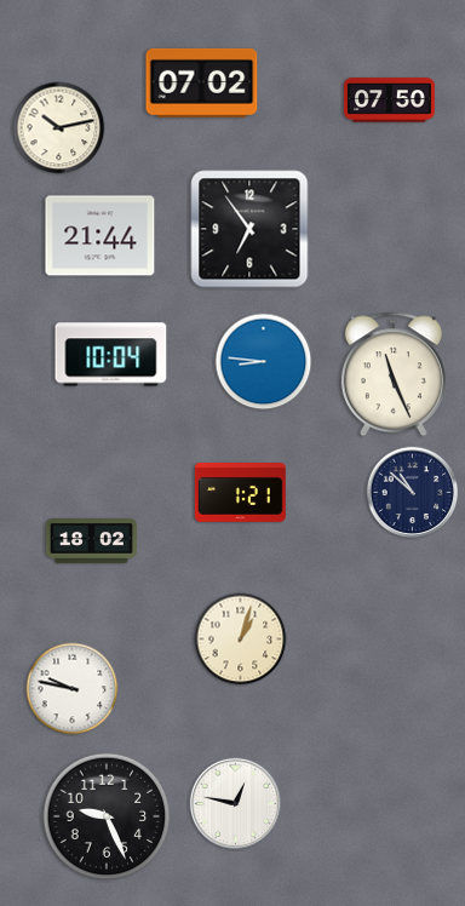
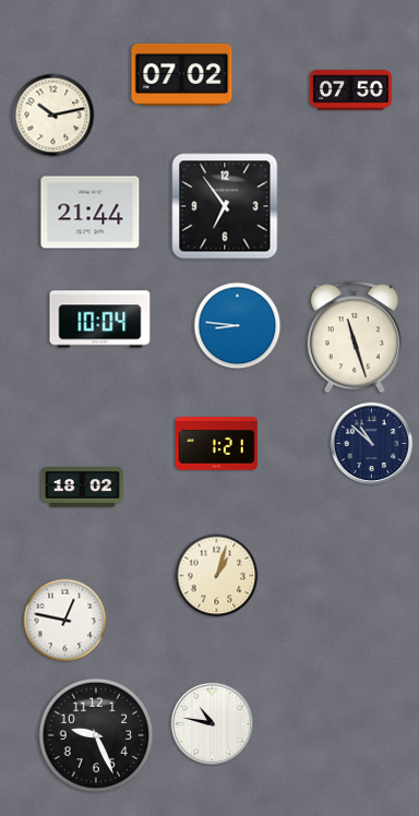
clock at (394, 374): 11:26 -> 11:27
clock at (73, 689): 9:47 -> 12:47
clock at (236, 804): 12:47 -> 10:47
